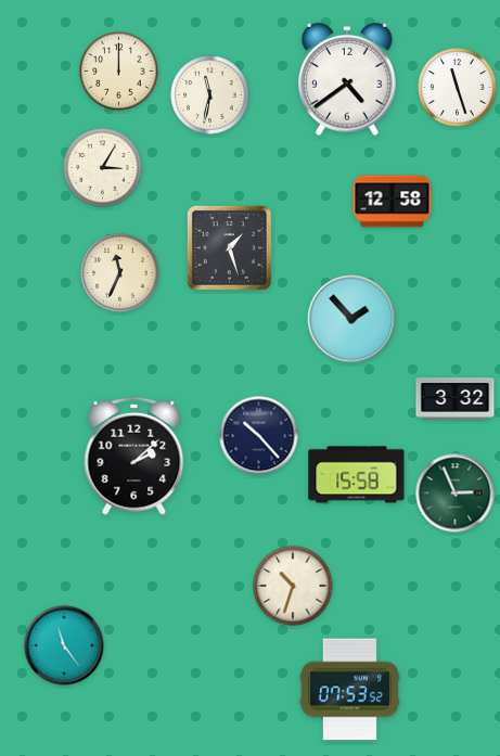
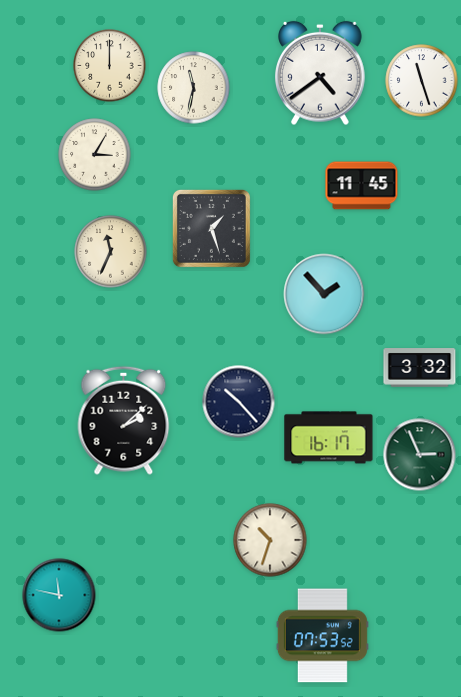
clock at (393, 202): 12:58 -> 11:45
clock at (357, 475): 15:58 -> 16:17
clock at (64, 645): 11:24 -> 11:47
